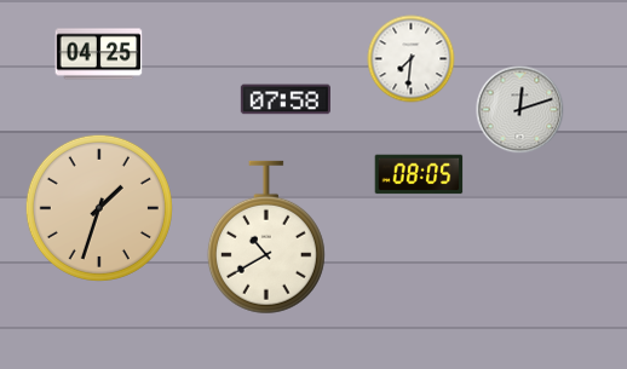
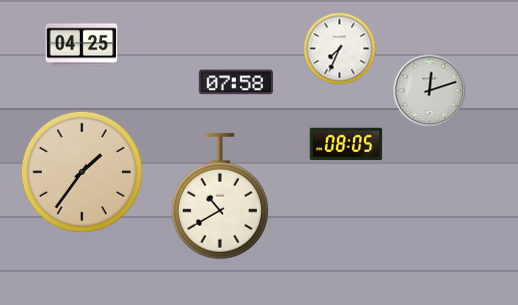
clock at (412, 59): 7:31 -> 7:34
clock at (99, 208): 1:33 -> 1:36
